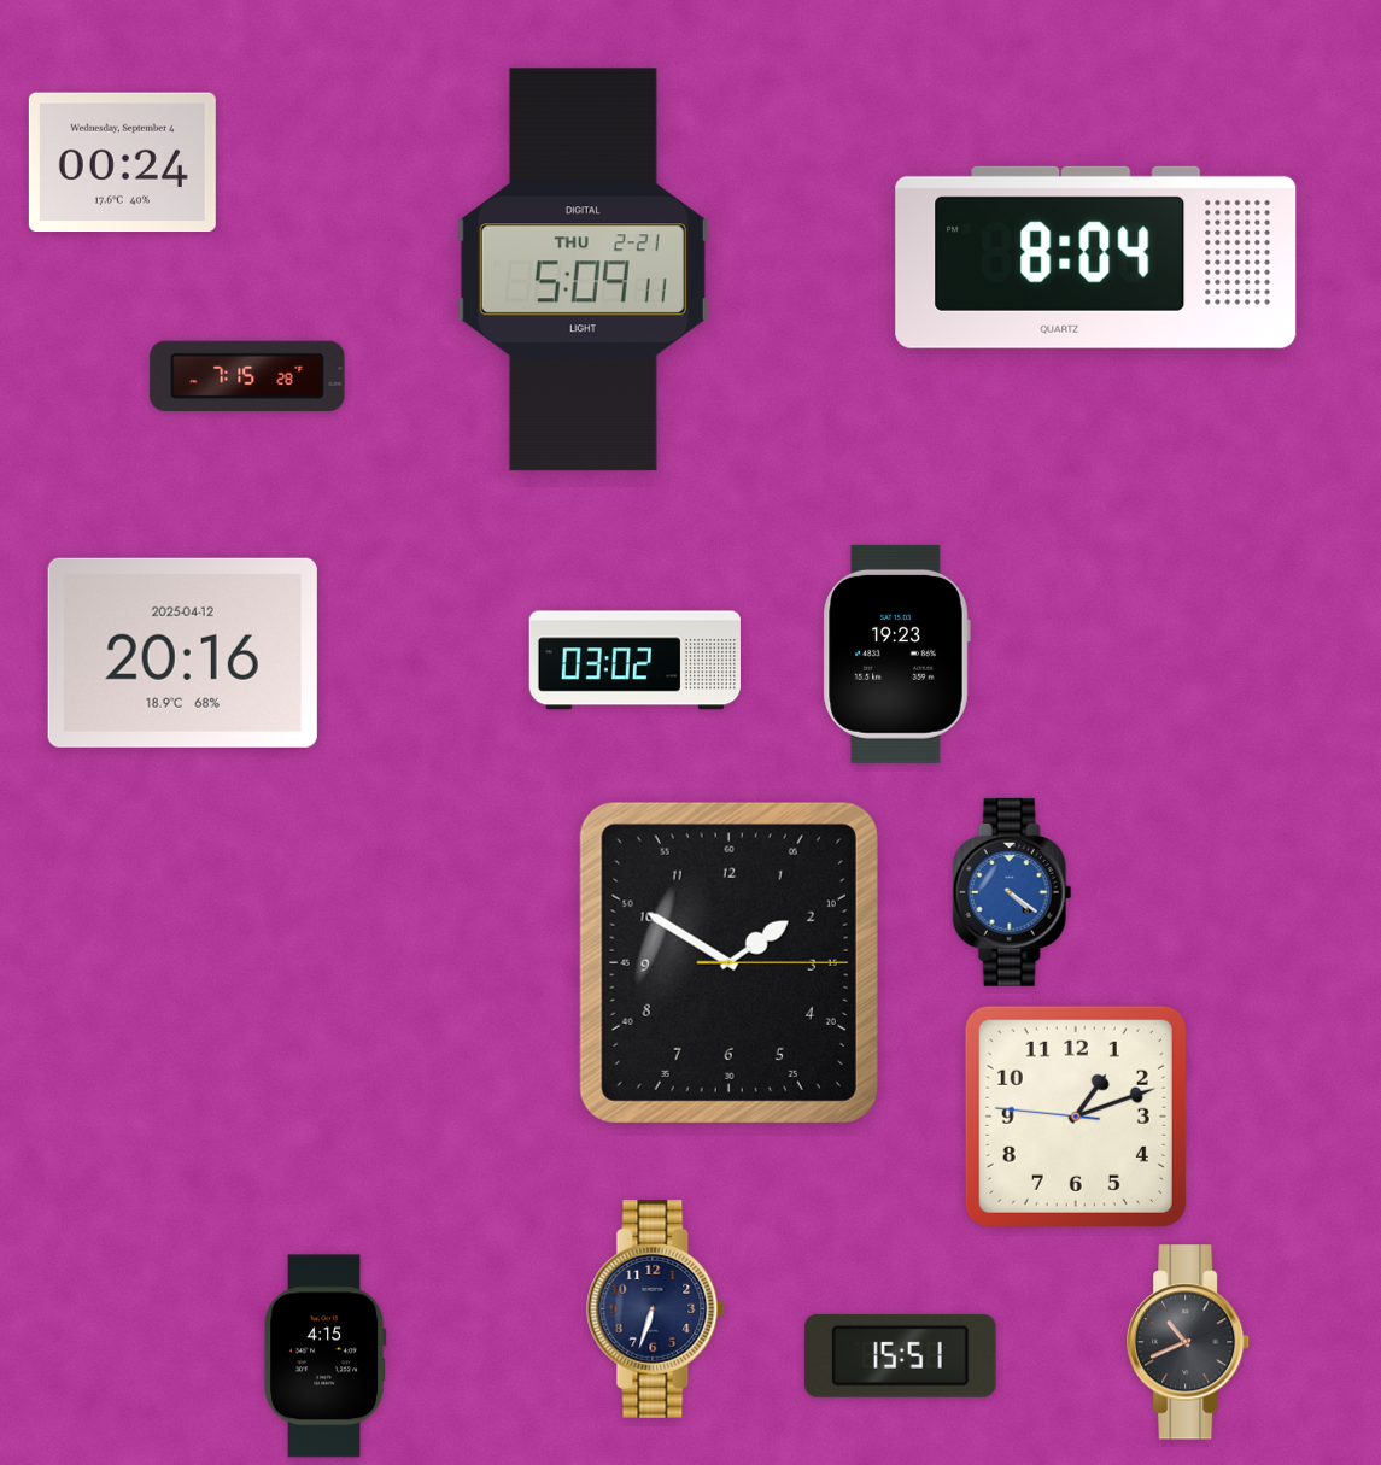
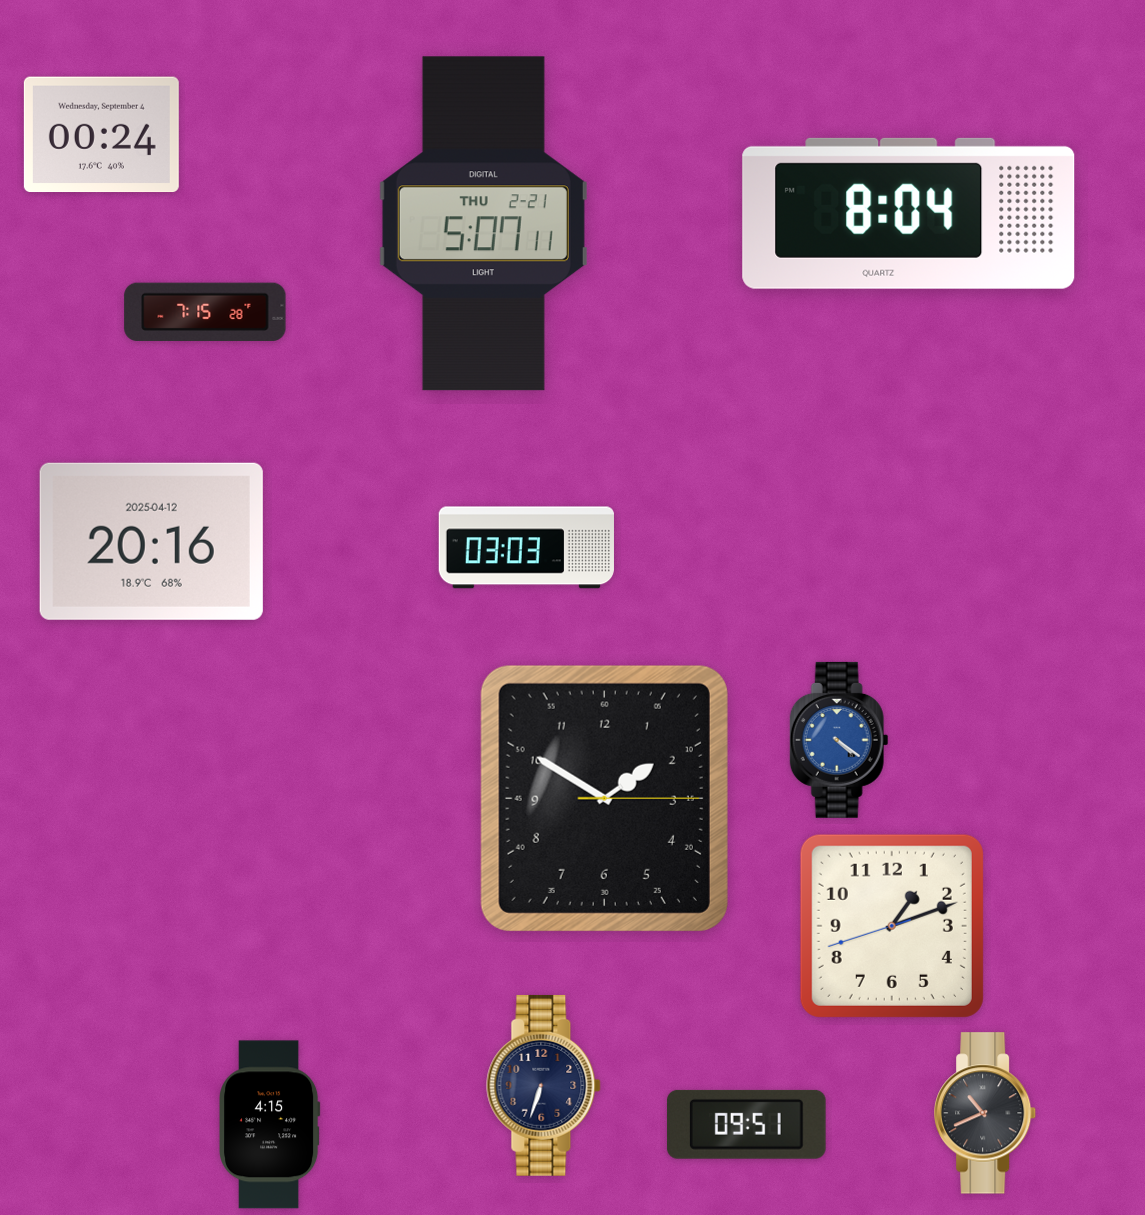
clock at (583, 270): 5:09 -> 5:07
clock at (896, 654): 19:23 -> none
clock at (634, 661): 03:02 -> 03:03
clock at (1076, 1117): 1:11:46 -> 1:11:42
clock at (900, 1355): 15:51 -> 09:51
